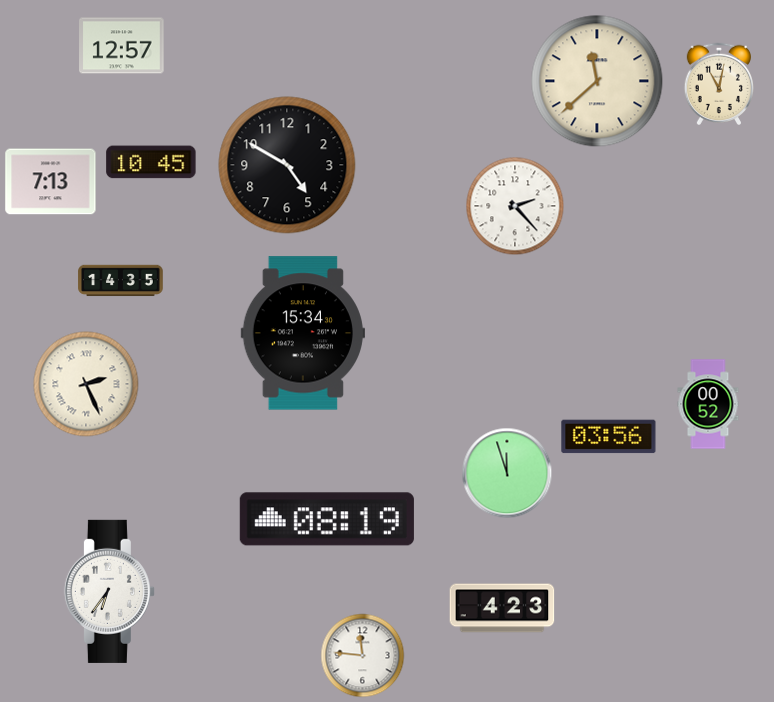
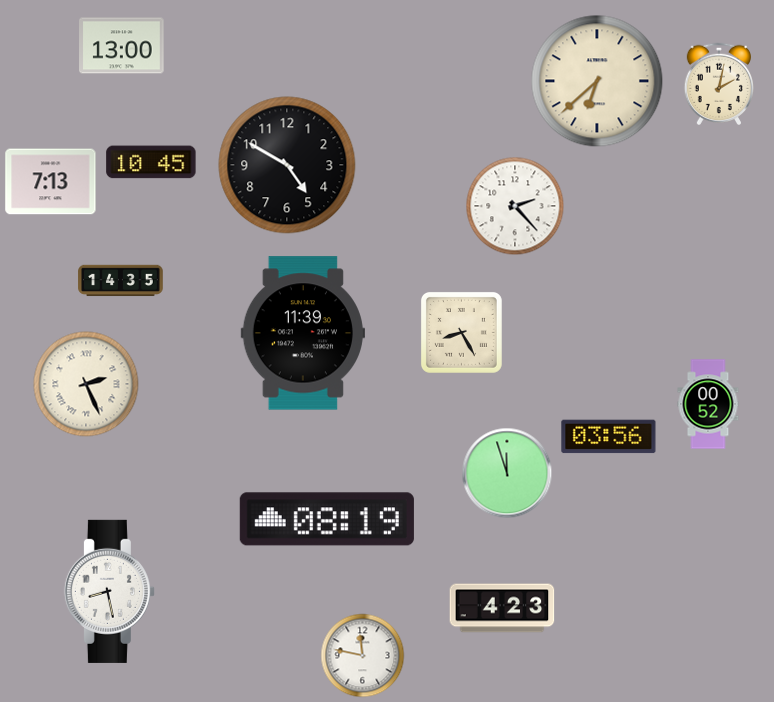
clock at (122, 46): 12:57 -> 13:00
clock at (597, 81): 11:38 -> 6:38
clock at (718, 83): 11:02 -> 2:02
clock at (461, 332): none -> 8:25
clock at (302, 333): 15:34 -> 11:39
clock at (109, 591): 6:36 -> 8:28
clock at (363, 656): 11:46 -> 11:47
